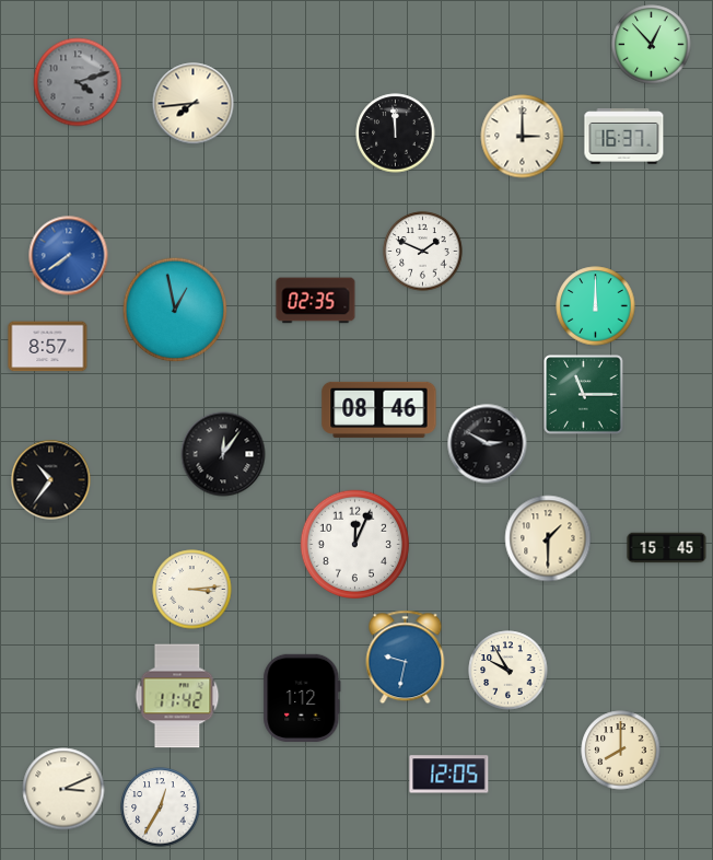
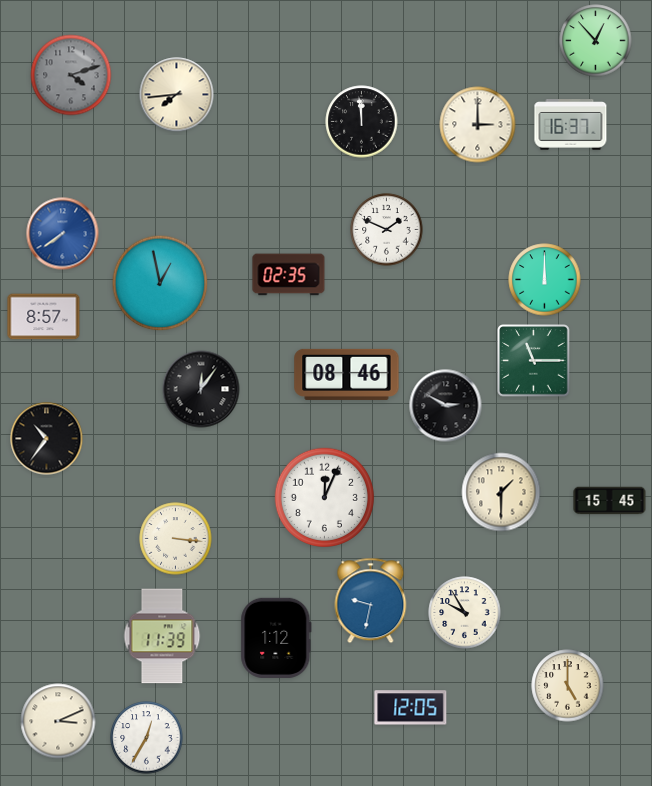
clock at (223, 454) position: (223, 454) -> (201, 389)
clock at (192, 590): 3:14 -> 3:16
clock at (177, 696): 11:42 -> 11:39
clock at (621, 751): 8:00 -> 5:00
